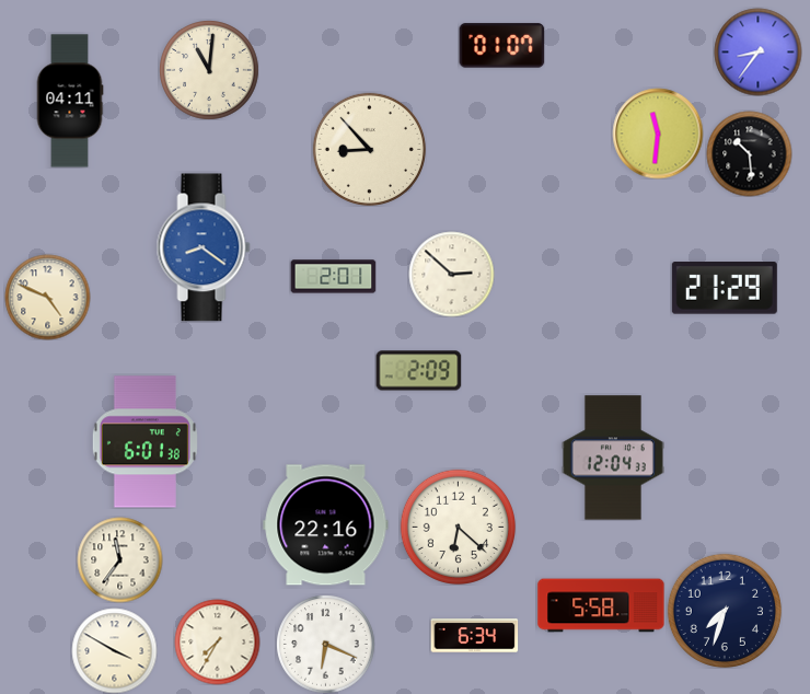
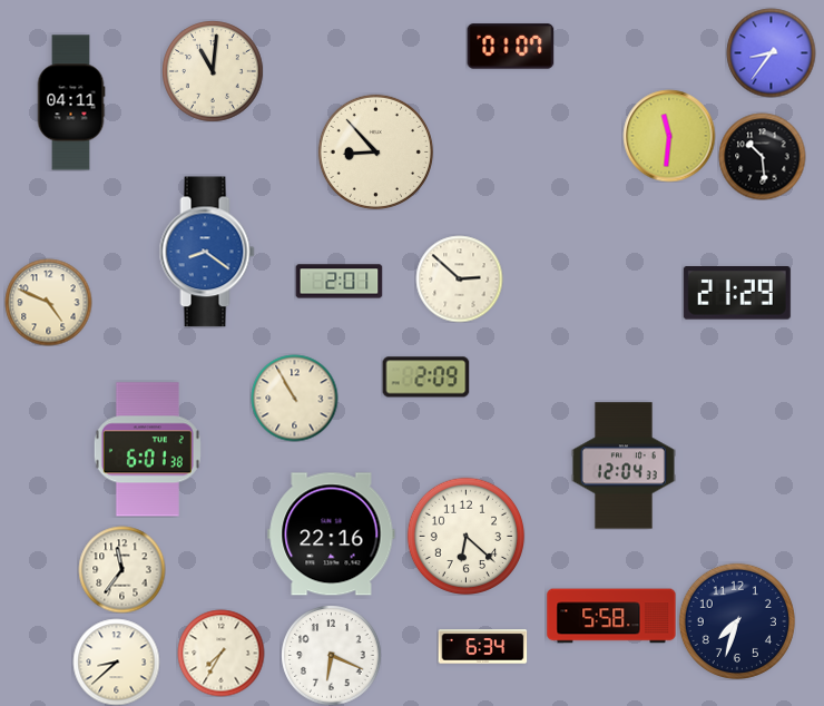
clock at (294, 398): none -> 10:55
clock at (114, 650): 3:50 -> 8:38
